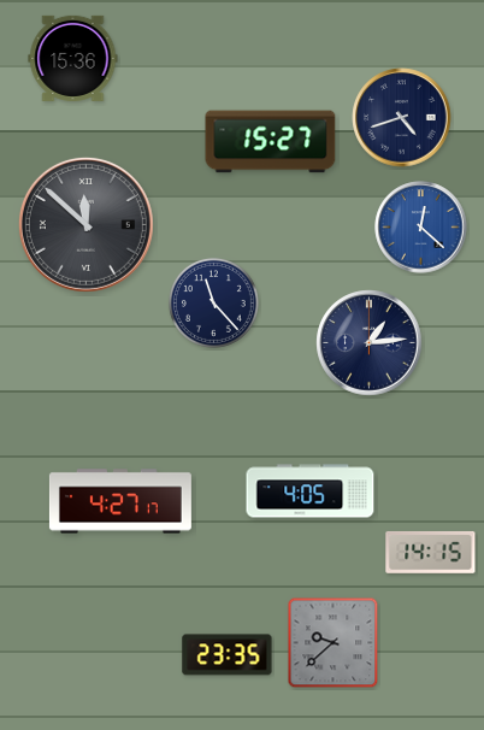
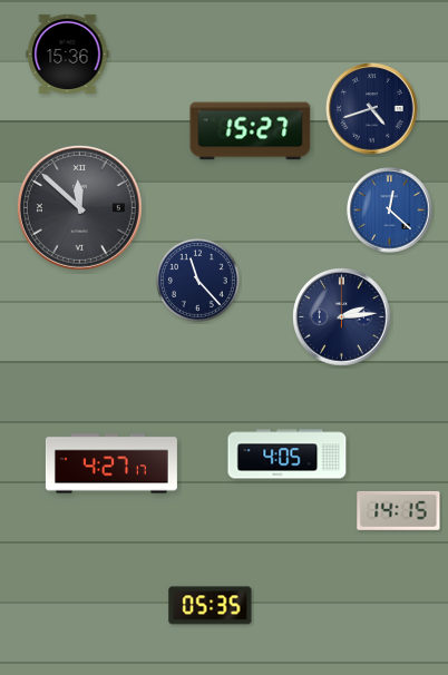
clock at (370, 343): 1:14 -> 2:14
clock at (334, 643): 9:38 -> none
clock at (228, 655): 23:35 -> 05:35
